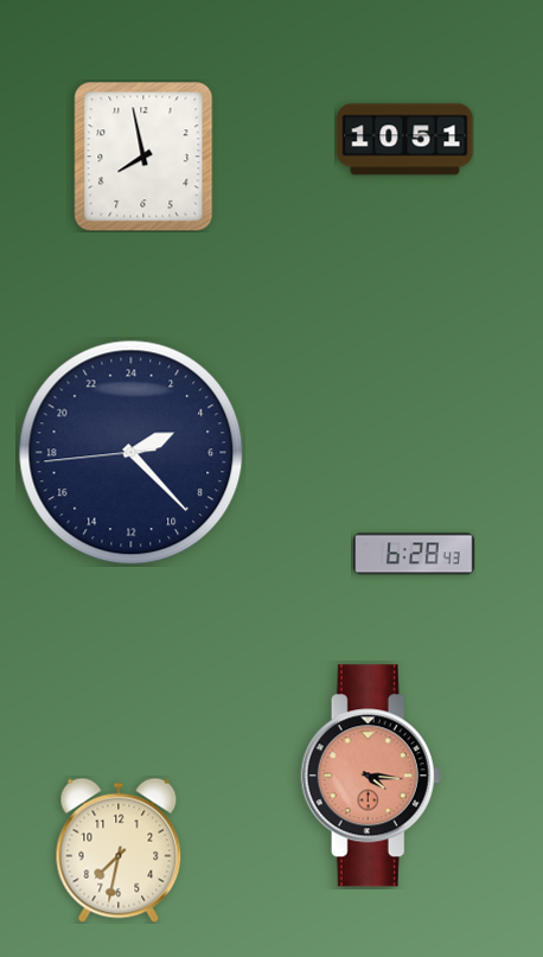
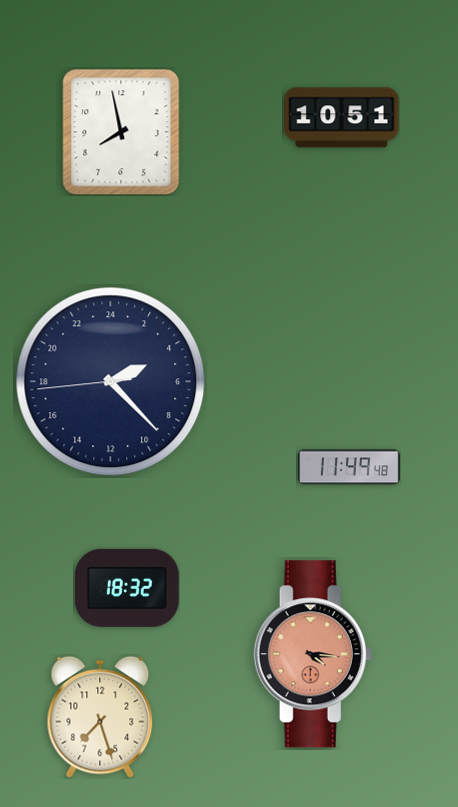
clock at (415, 554): 6:28 -> 11:49
clock at (128, 588): none -> 18:32
clock at (119, 850): 7:32 -> 7:27
